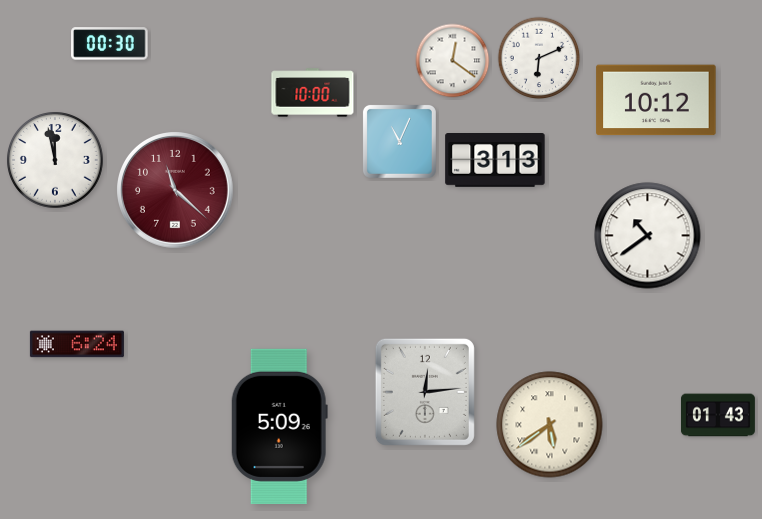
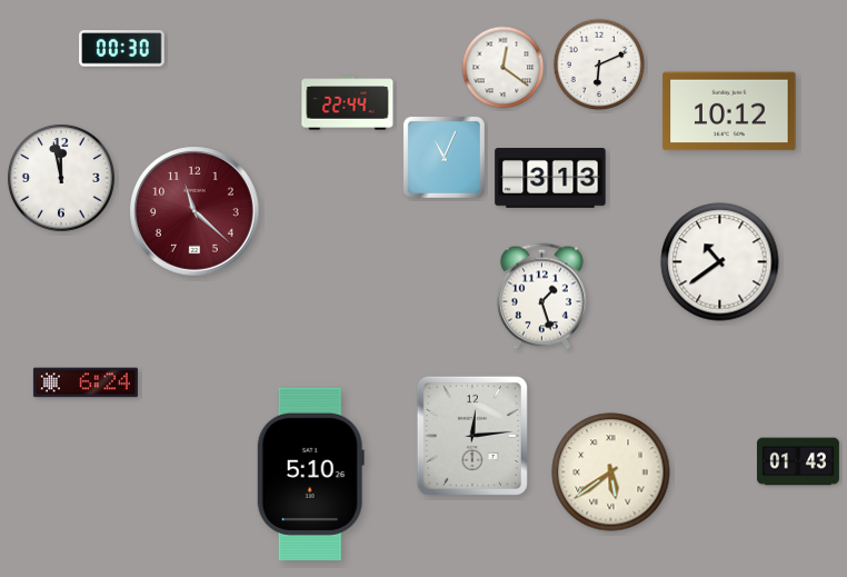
clock at (313, 93): 10:00 -> 22:44
clock at (541, 297): none -> 1:27
clock at (279, 426): 5:09 -> 5:10
